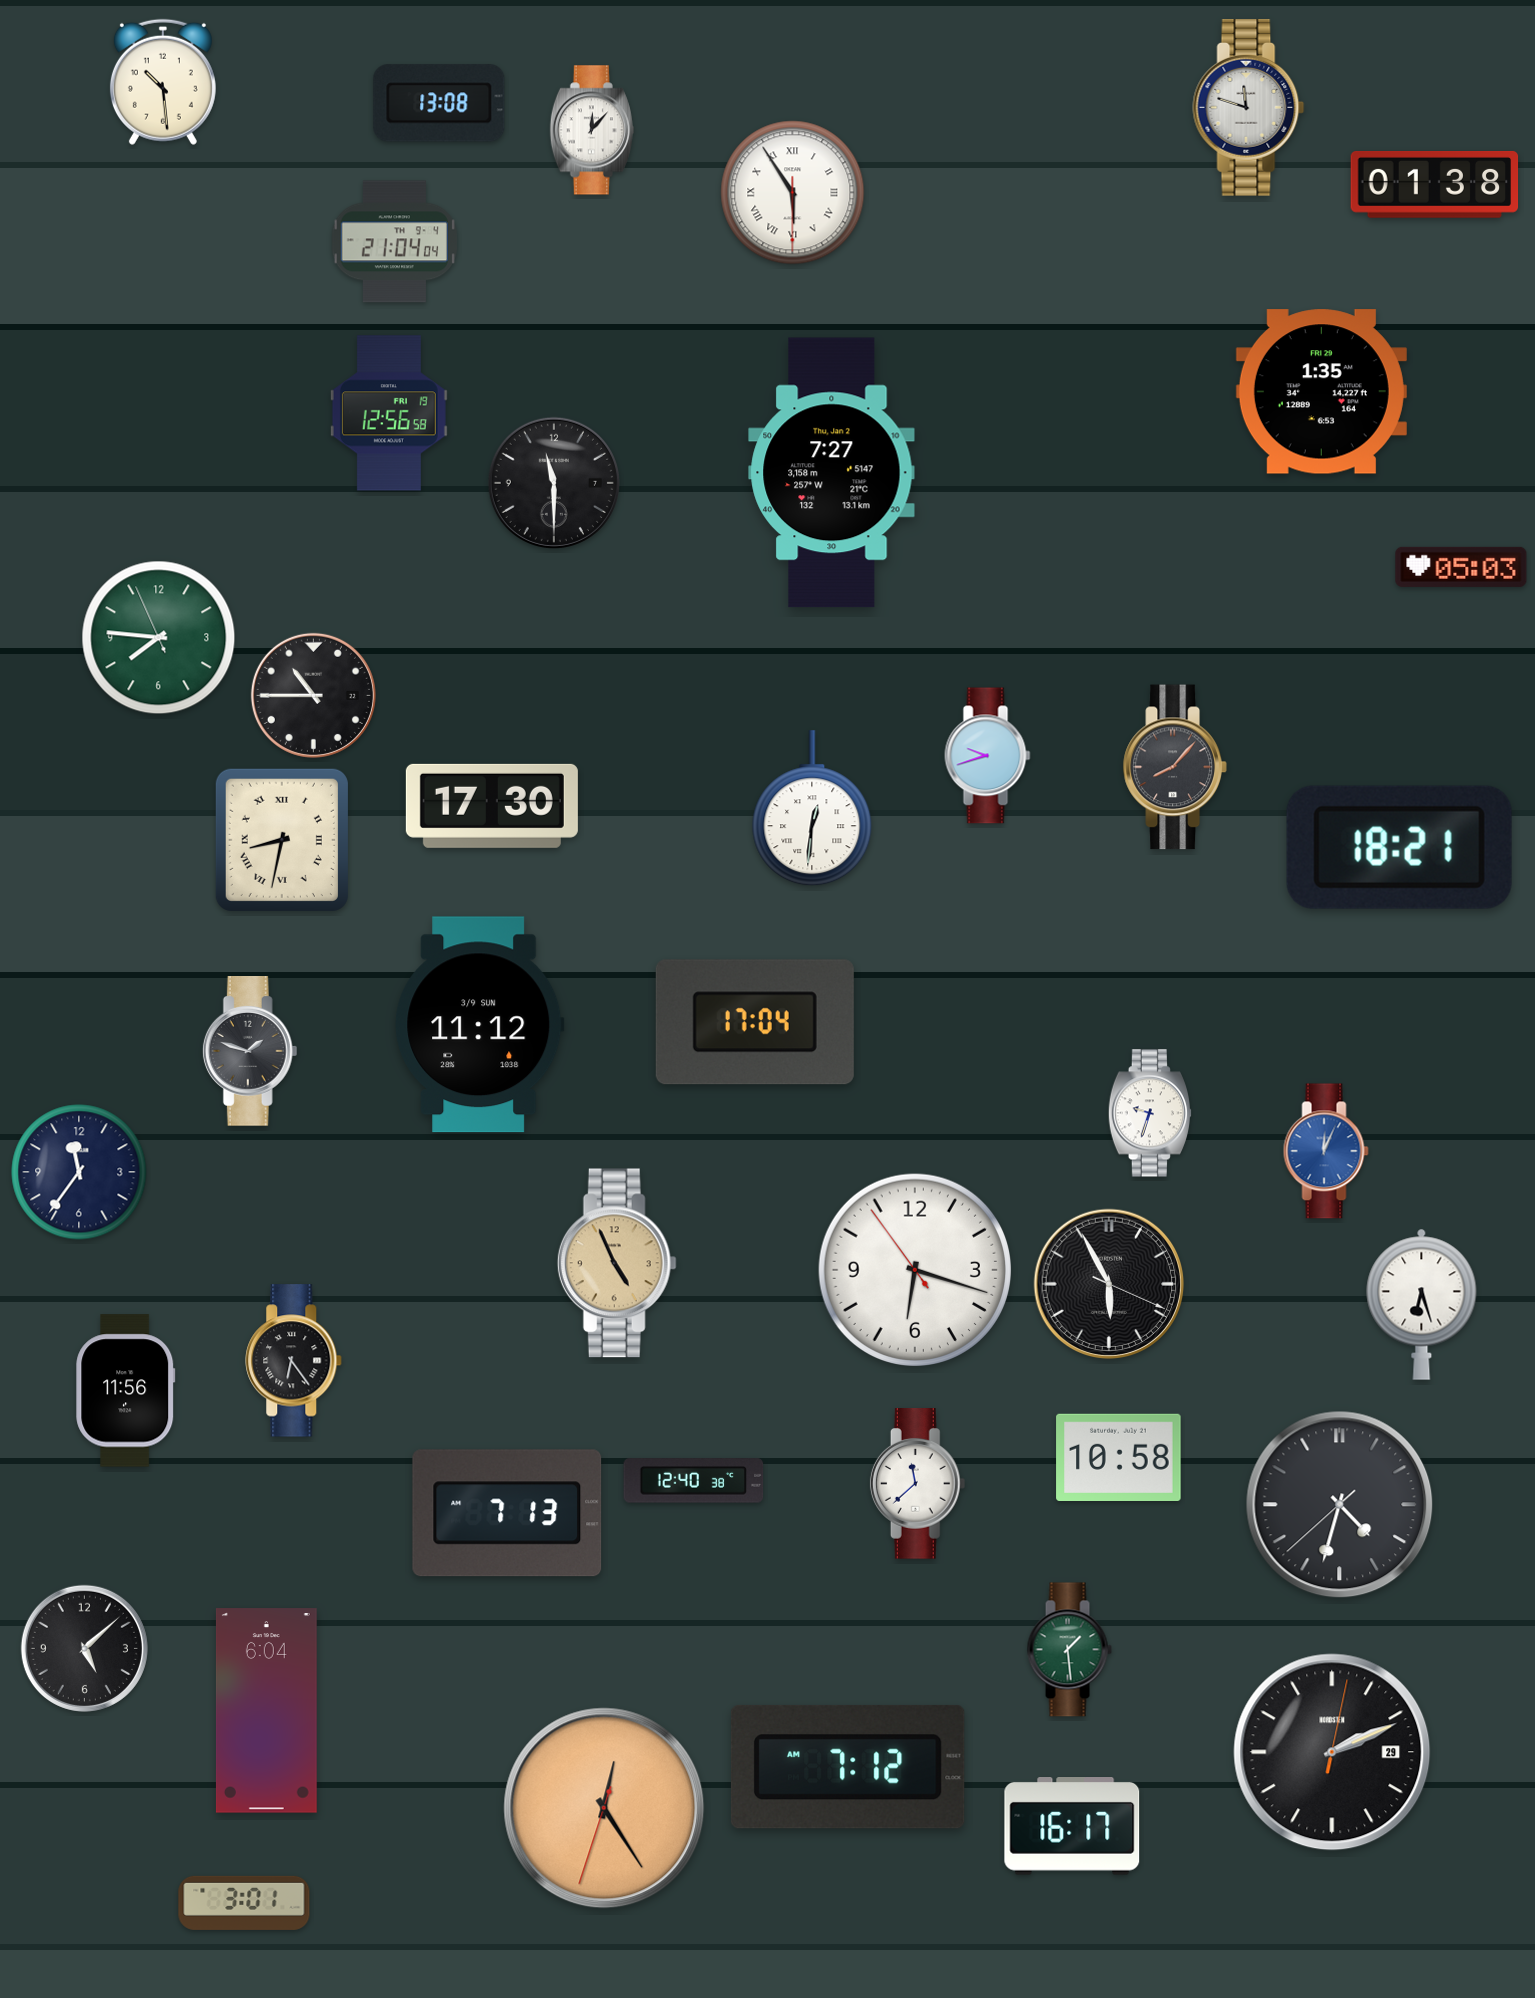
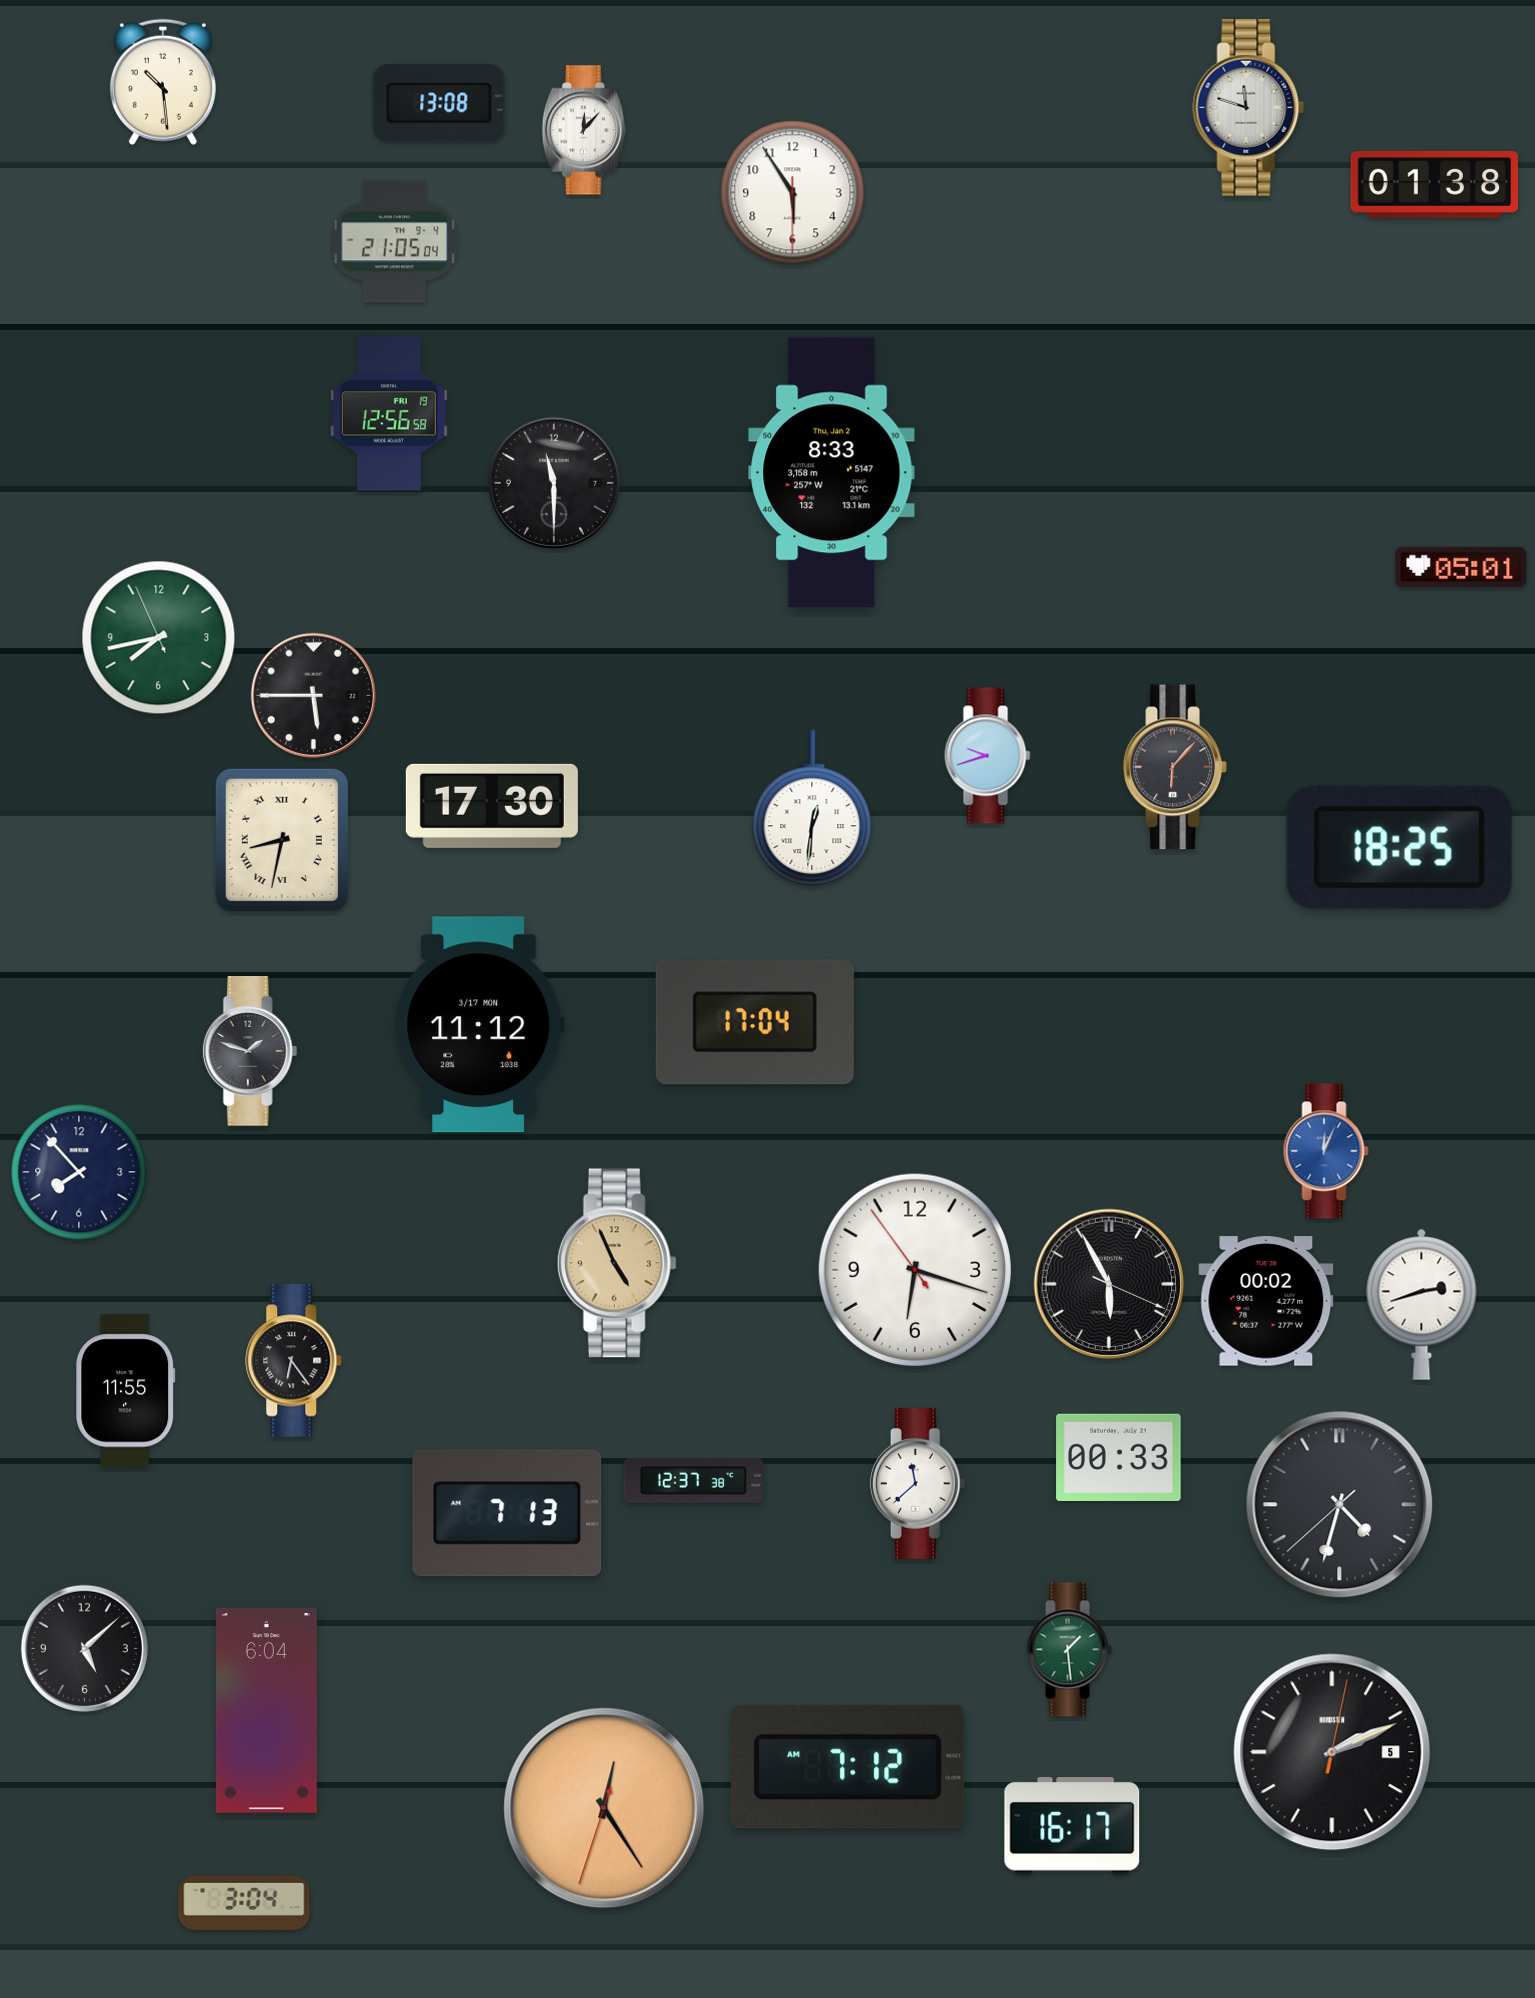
clock at (592, 130) position: (592, 130) -> (584, 130)
clock at (793, 193) numerals: Roman -> Arabic
clock at (394, 242): 21:04 -> 21:05
clock at (1321, 392): 1:35 -> none
clock at (832, 473): 7:27 -> 8:33
clock at (1461, 567): 05:03 -> 05:01
clock at (159, 638): 7:45 -> 7:42
clock at (313, 695): 10:45 -> 5:45
clock at (1175, 767): 8:07 -> 6:07
clock at (1399, 847): 18:21 -> 18:25
clock at (480, 1025) date: 3/9 SUN -> 3/17 MON
clock at (1149, 1113): 9:33 -> none
clock at (79, 1172): 11:36 -> 7:53
clock at (1266, 1301): none -> 00:02
clock at (1422, 1304): 6:27 -> 2:42
clock at (126, 1391): 11:56 -> 11:55
clock at (1119, 1457): 10:58 -> 00:33
clock at (694, 1481): 12:40 -> 12:37
clock at (1332, 1752) date: 29 -> 5
clock at (244, 1903): 3:01 -> 3:04
